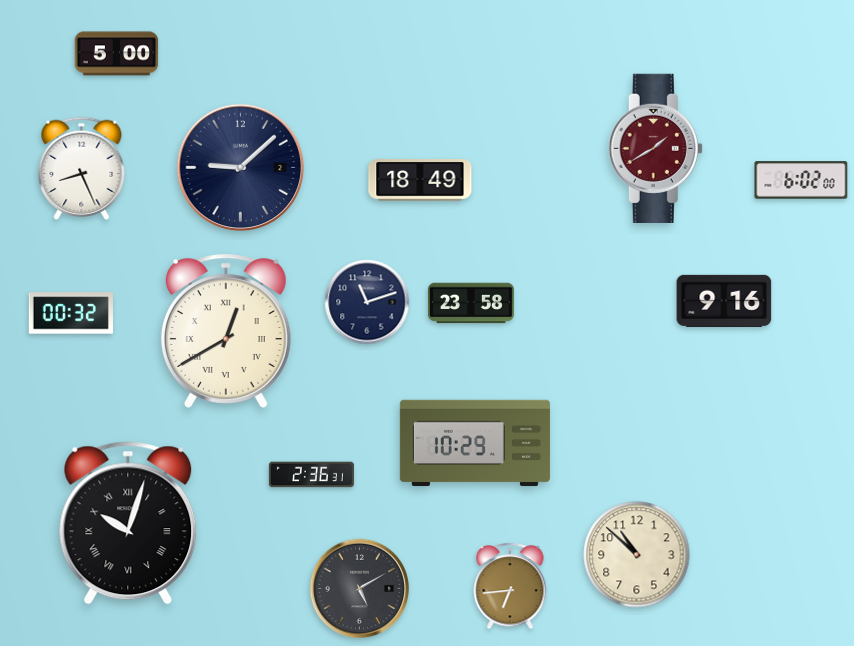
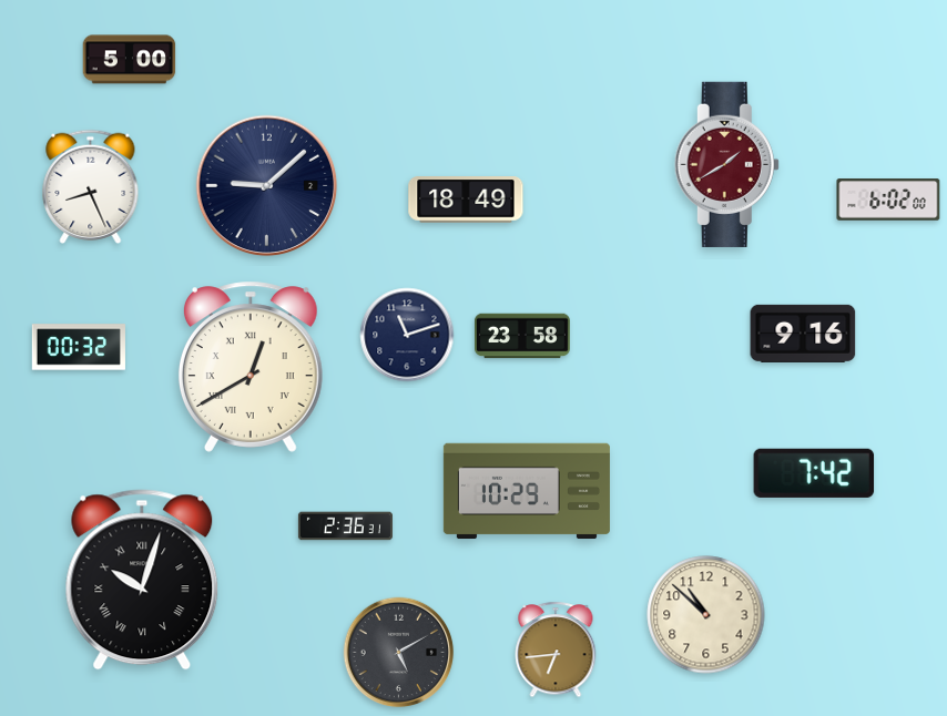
clock at (814, 473): none -> 7:42
clock at (510, 586) position: (510, 586) -> (556, 649)
